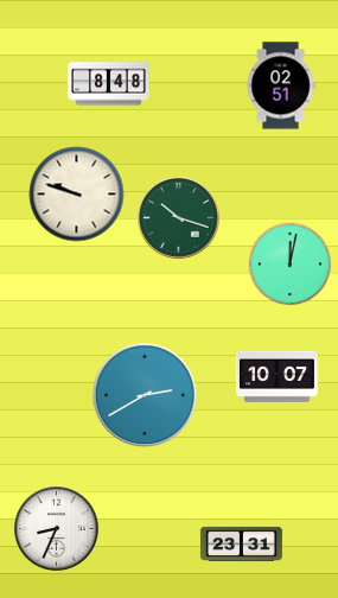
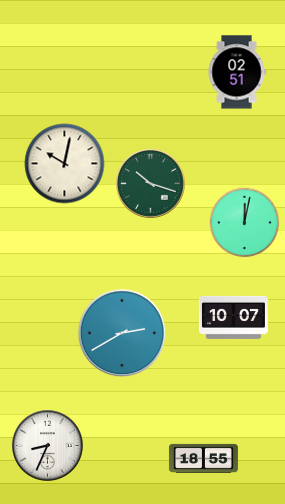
clock at (108, 84): 8:48 -> none
clock at (77, 195): 9:48 -> 10:02
clock at (241, 543): 23:31 -> 18:55
